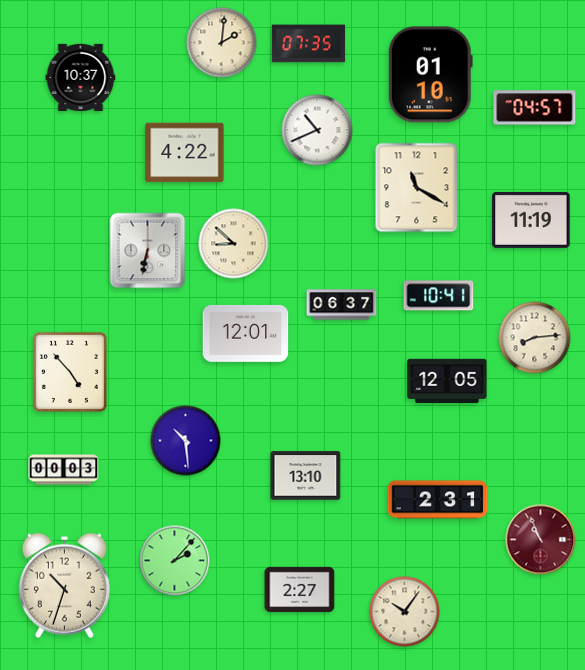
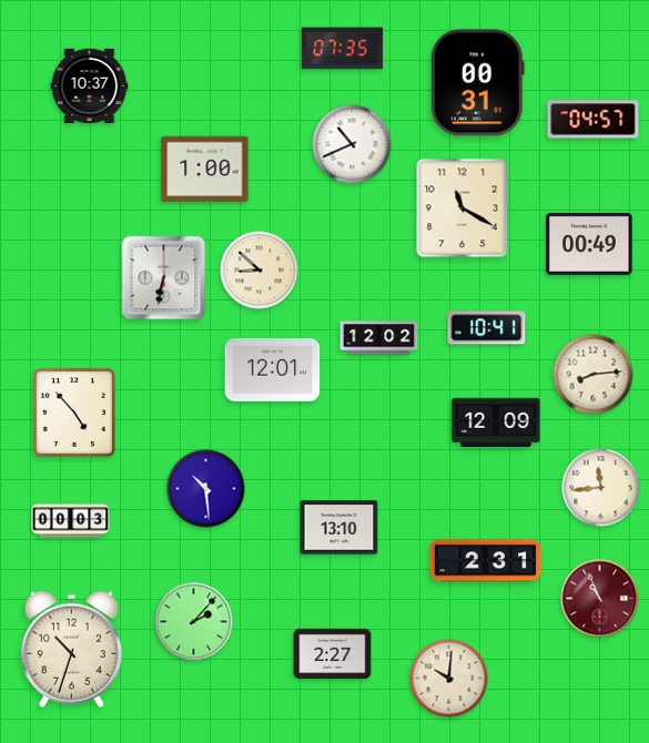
clock at (222, 43): 2:01 -> none
clock at (430, 75): 01:10 -> 00:31
clock at (185, 153): 4:22 -> 1:00
clock at (531, 220): 11:19 -> 00:49
clock at (342, 305): 06:37 -> 12:02
clock at (70, 372) position: (70, 372) -> (74, 413)
clock at (447, 381): 12:05 -> 12:09
clock at (601, 488): none -> 11:44
clock at (438, 500) position: (438, 500) -> (486, 561)
clock at (405, 612): 10:06 -> 10:01
